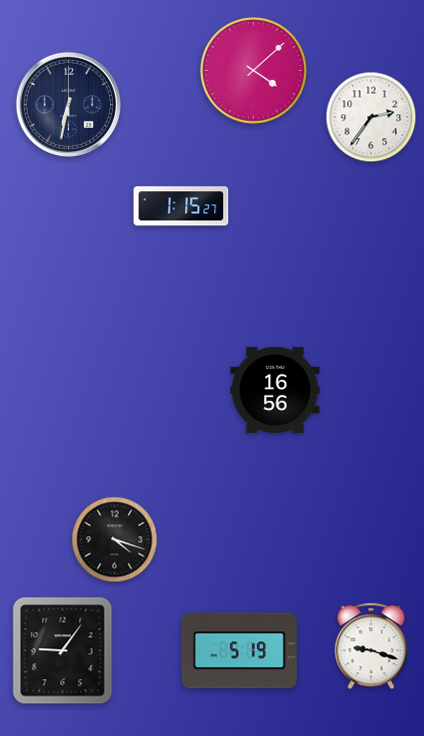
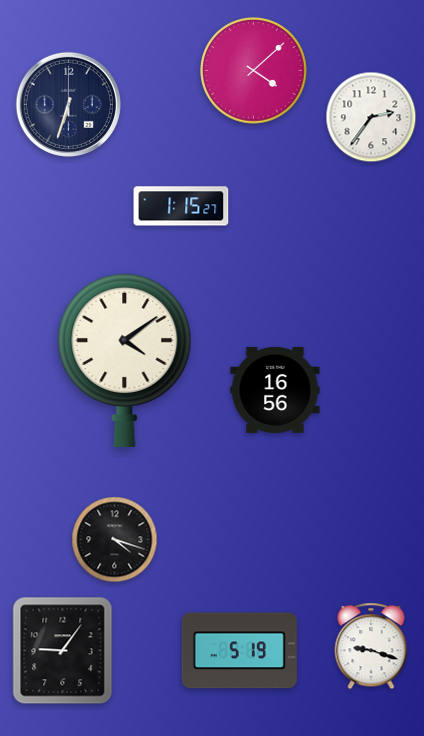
clock at (68, 104): 6:32 -> 6:33
clock at (125, 359): none -> 4:09
